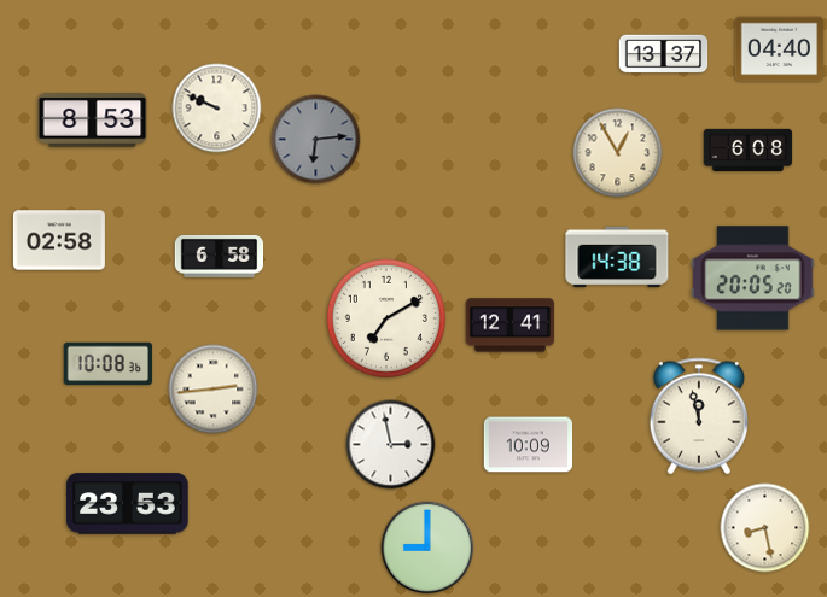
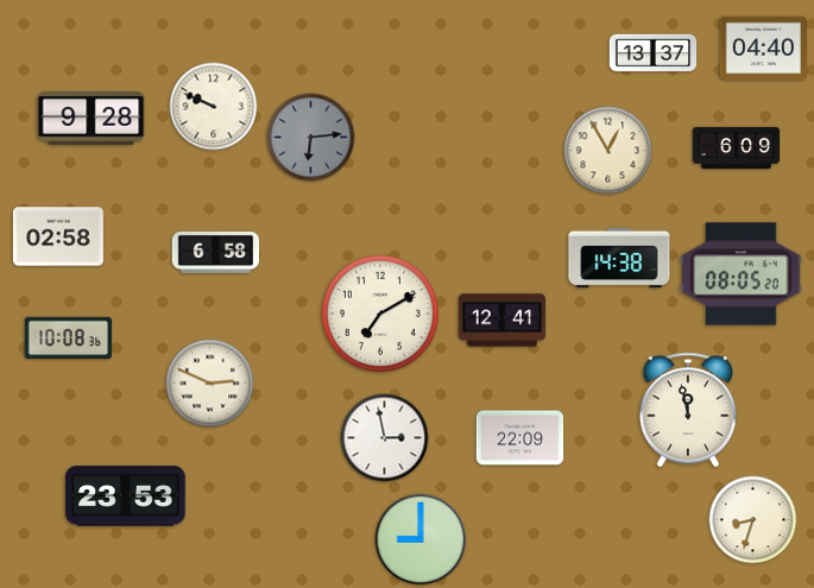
clock at (780, 49) position: (780, 49) -> (764, 49)
clock at (93, 121): 8:53 -> 9:28
clock at (749, 150): 6:08 -> 6:09
clock at (617, 257) position: (617, 257) -> (619, 258)
clock at (753, 279): 20:05 -> 08:05
clock at (109, 364) position: (109, 364) -> (69, 339)
clock at (214, 390): 2:44 -> 2:49
clock at (529, 445): 10:09 -> 22:09
clock at (765, 528): 8:28 -> 8:33
